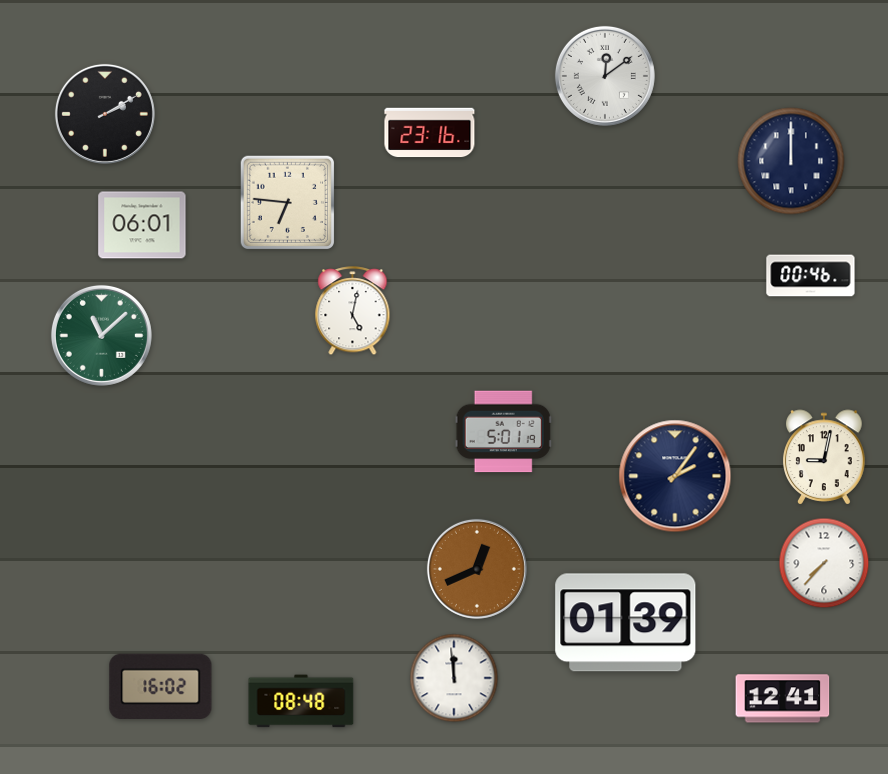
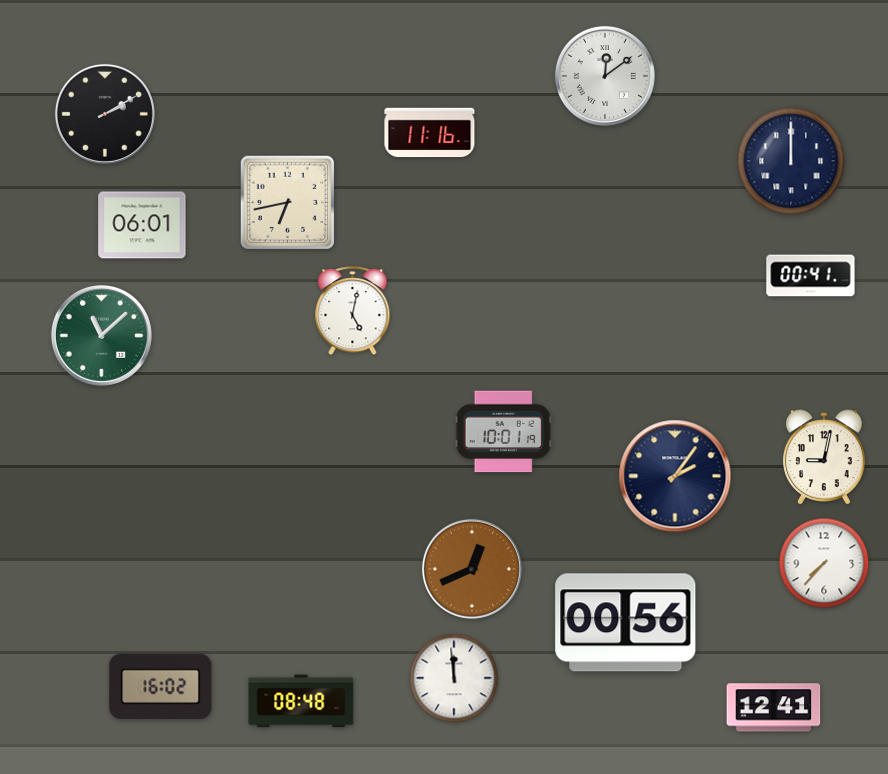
clock at (430, 133): 23:16 -> 11:16
clock at (287, 202): 6:46 -> 6:43
clock at (811, 276): 00:46 -> 00:41
clock at (503, 432): 5:01 -> 10:01
clock at (477, 569) position: (477, 569) -> (472, 569)
clock at (626, 623): 01:39 -> 00:56
clock at (783, 699) position: (783, 699) -> (774, 708)
